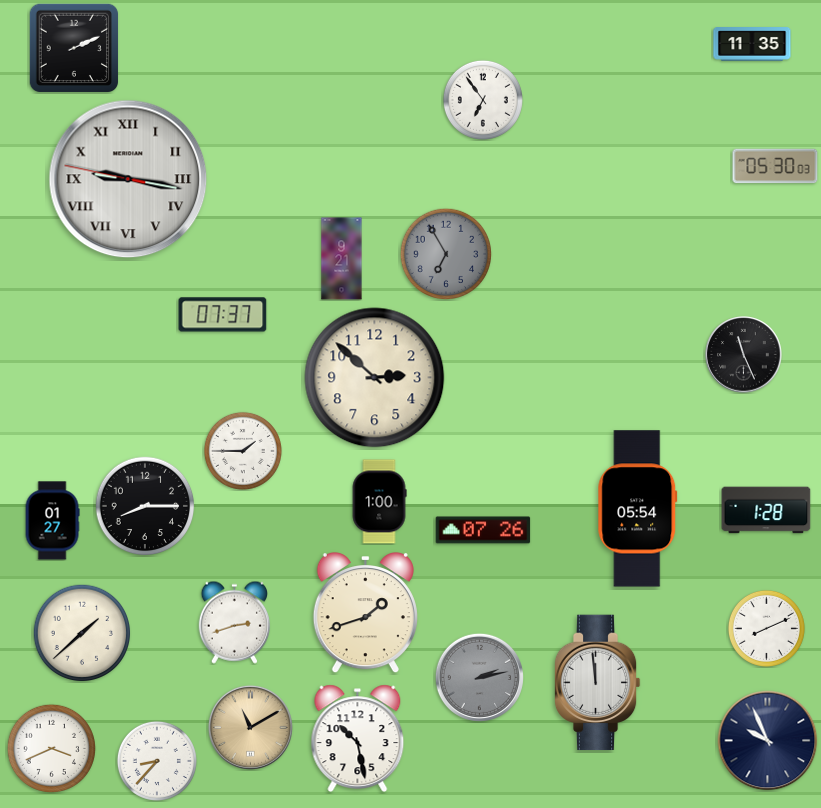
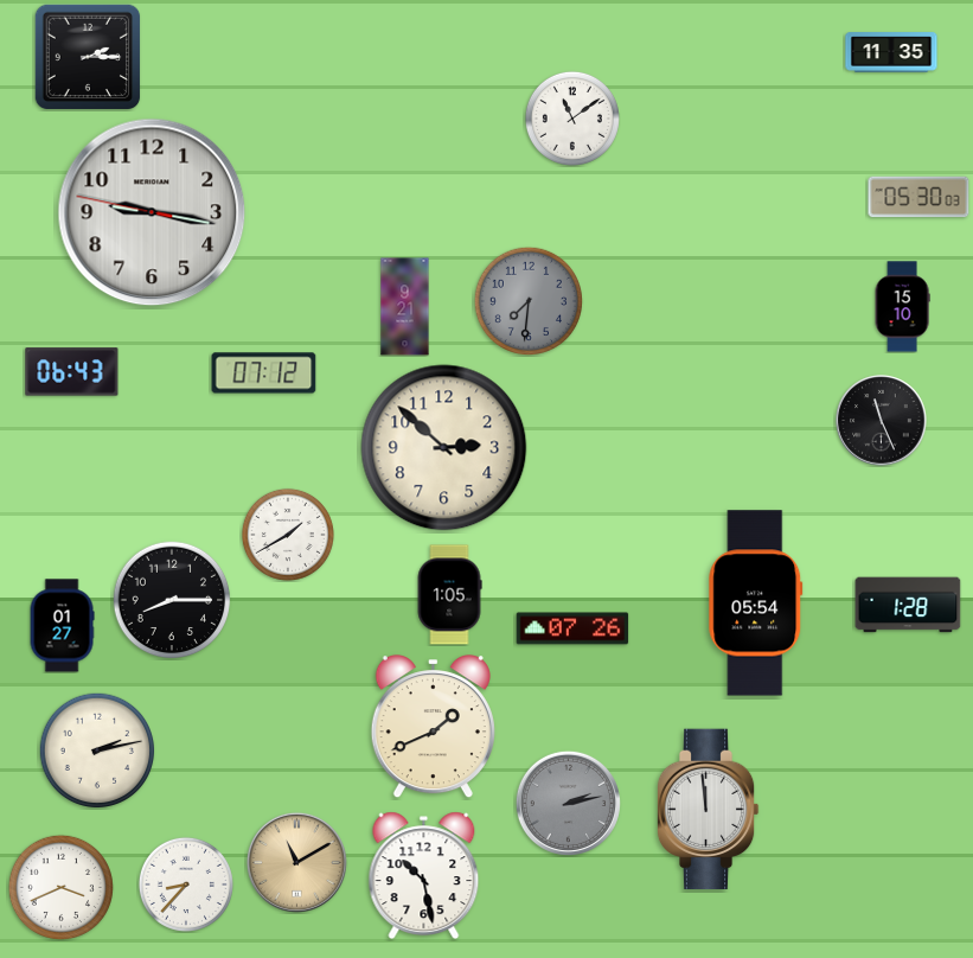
clock at (74, 48): 2:11 -> 2:15
clock at (483, 100): 6:54 -> 11:09
clock at (128, 179) numerals: Roman -> Arabic
clock at (445, 253): 6:55 -> 7:31
clock at (902, 307): none -> 15:10
clock at (72, 372): none -> 06:43
clock at (223, 315): 07:37 -> 07:12
clock at (243, 451): 1:45 -> 1:40
clock at (379, 502): 1:00 -> 1:05
clock at (52, 521) position: (52, 521) -> (62, 626)
clock at (365, 614): 1:42 -> 1:41
clock at (234, 622): 2:42 -> none
clock at (766, 628): 8:11 -> none
clock at (82, 633): 1:38 -> 2:13
clock at (768, 741): 9:56 -> none
clock at (157, 761) position: (157, 761) -> (186, 884)
